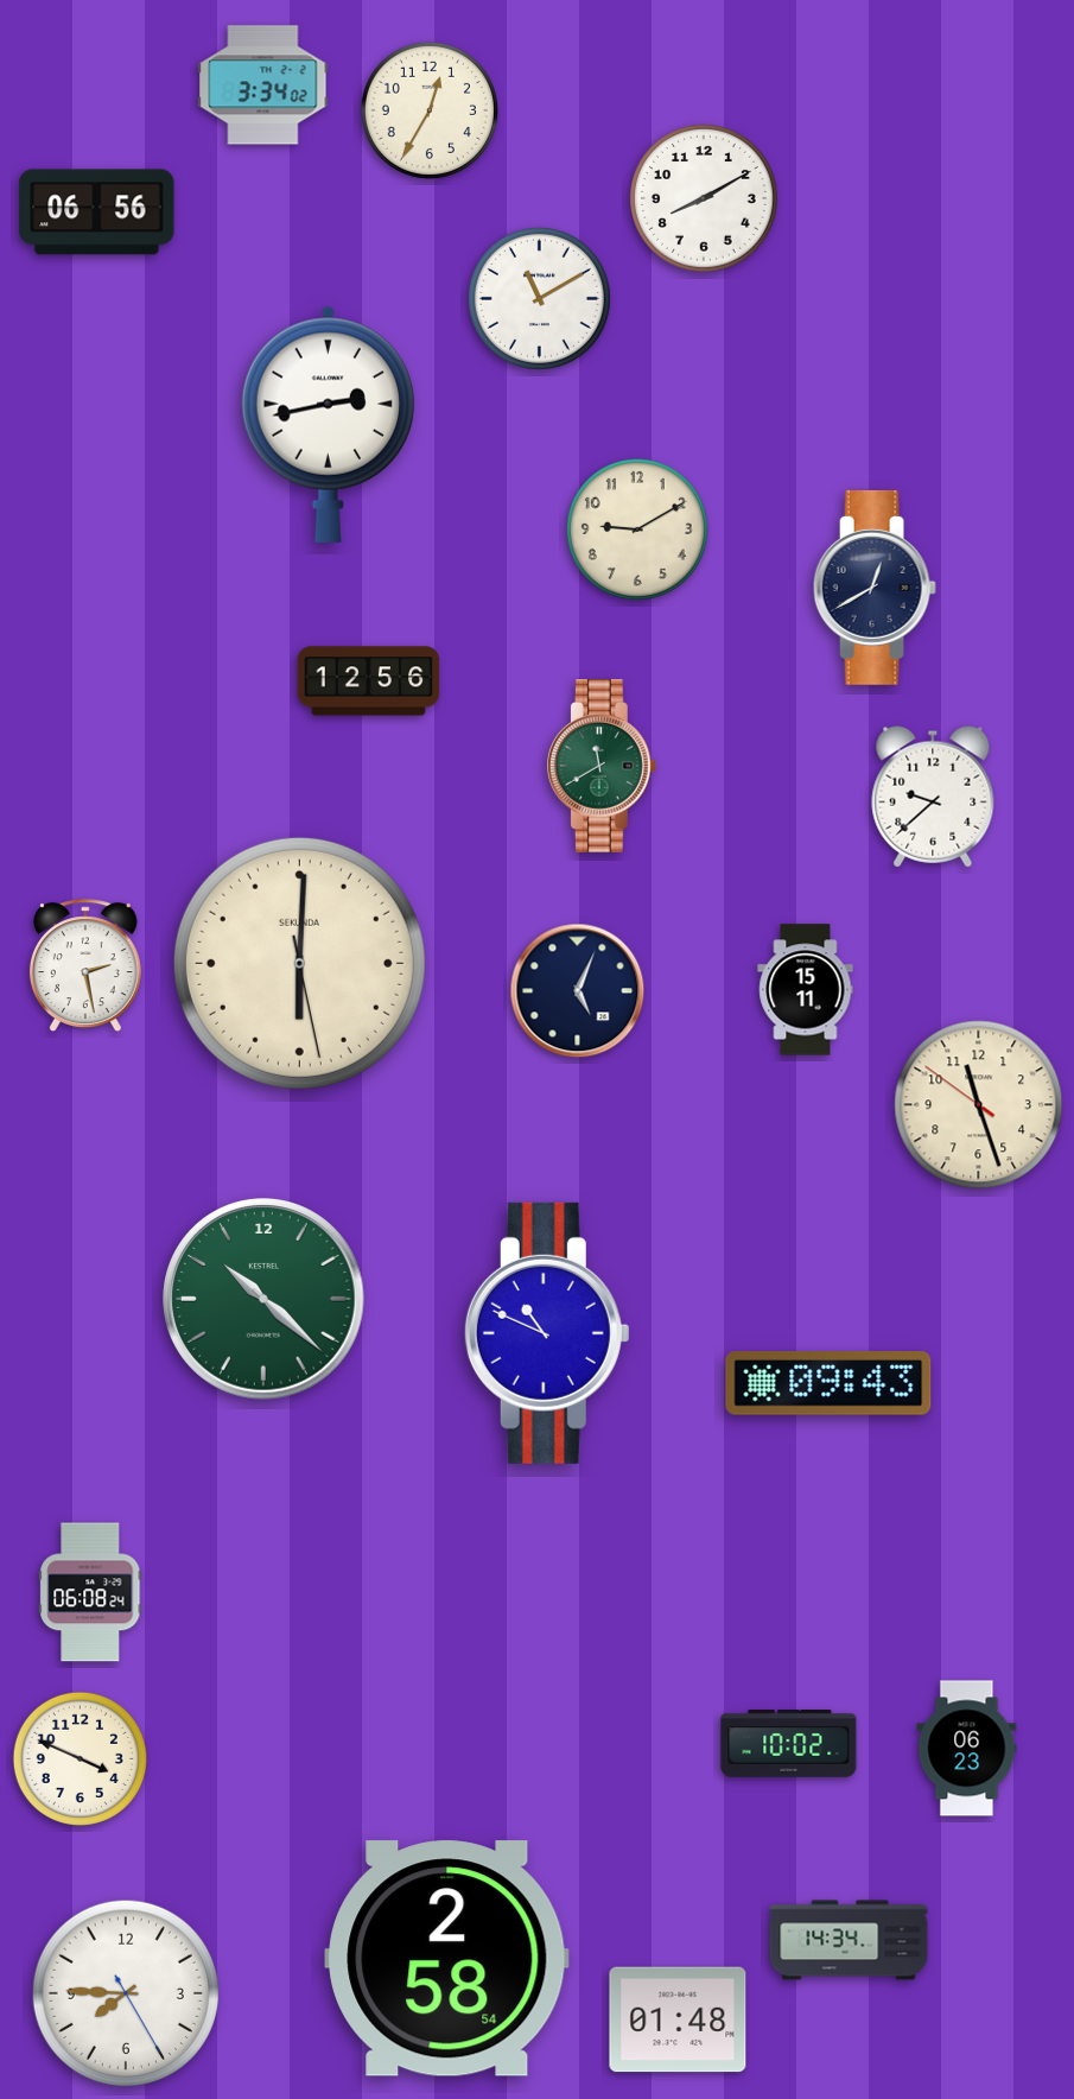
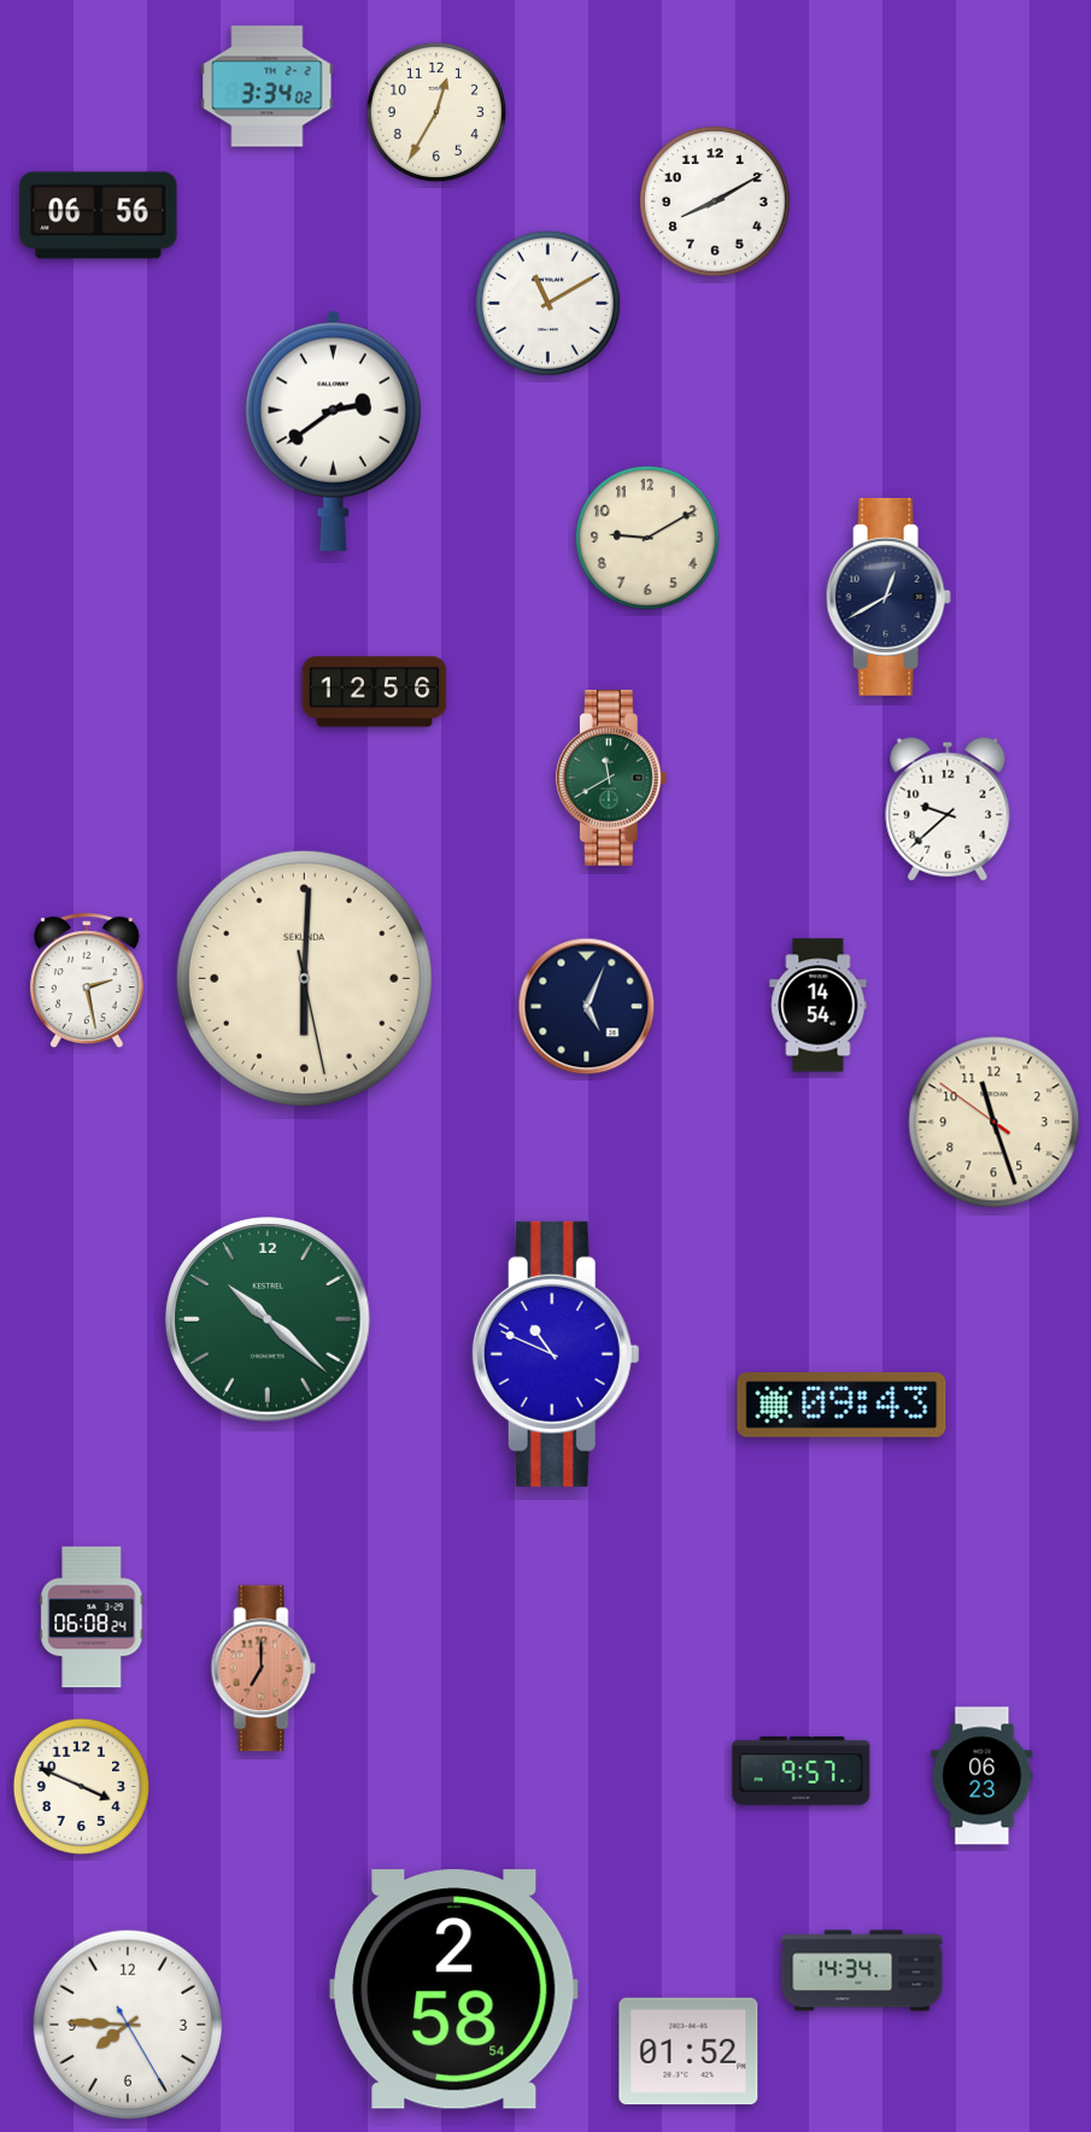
clock at (328, 424): 2:43 -> 2:39
clock at (806, 990): 15:11 -> 14:54
clock at (264, 1669): none -> 7:00
clock at (789, 1744): 10:02 -> 9:57
clock at (678, 2019): 01:48 -> 01:52
